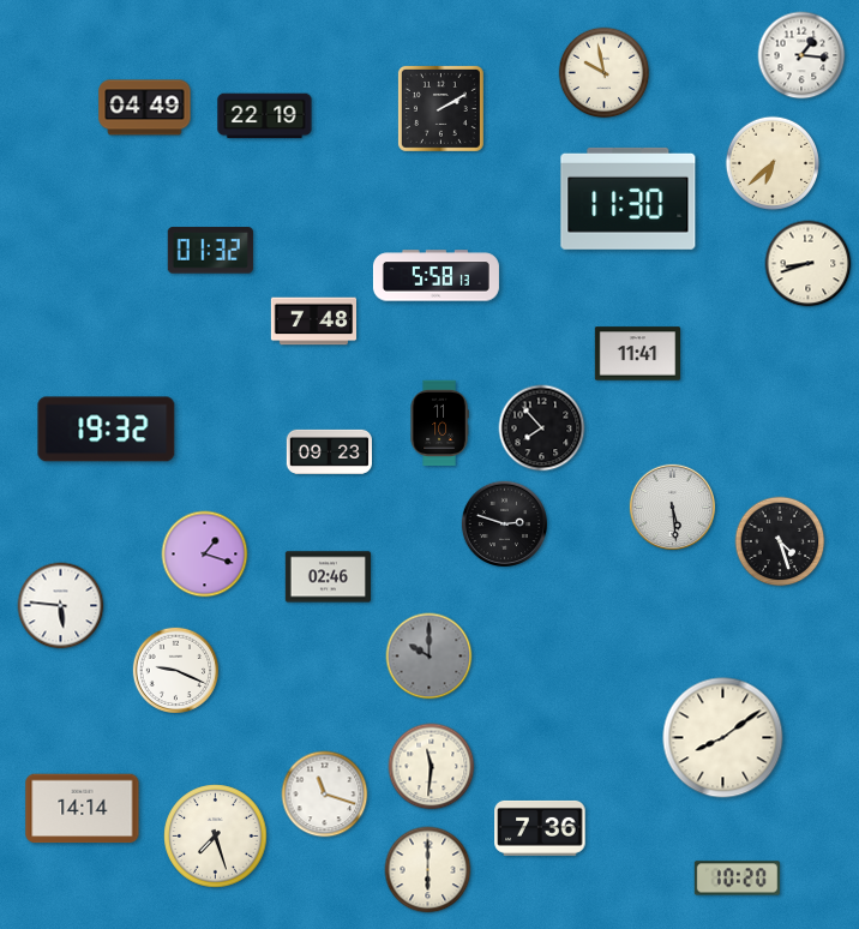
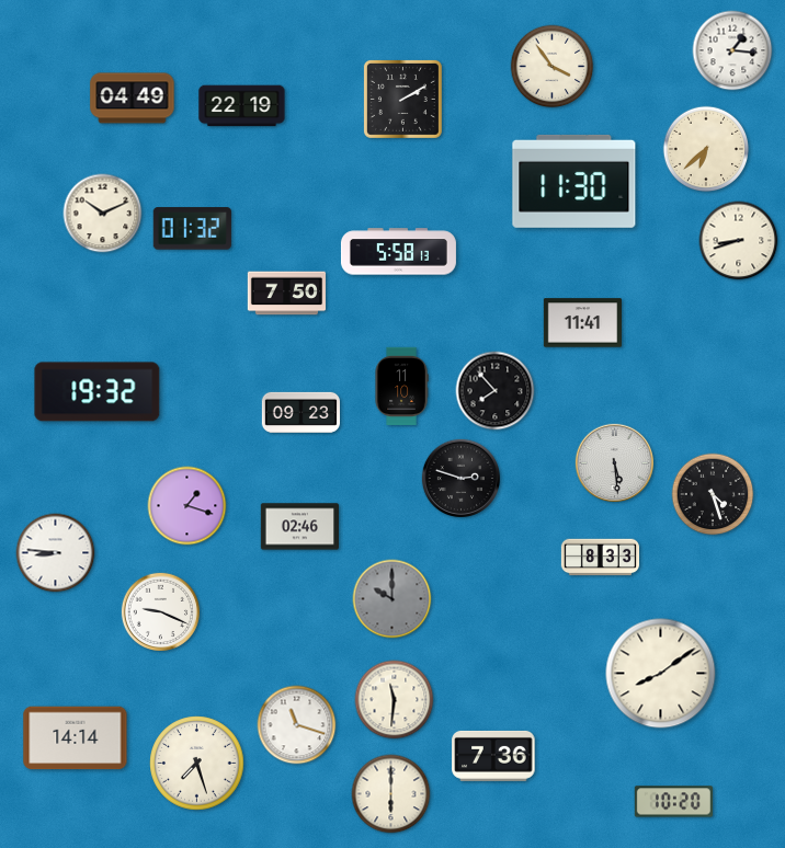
clock at (605, 73): 9:58 -> 3:54
clock at (103, 214): none -> 10:11
clock at (314, 322): 7:48 -> 7:50
clock at (61, 606): 5:46 -> 8:46
clock at (601, 558): none -> 8:33
